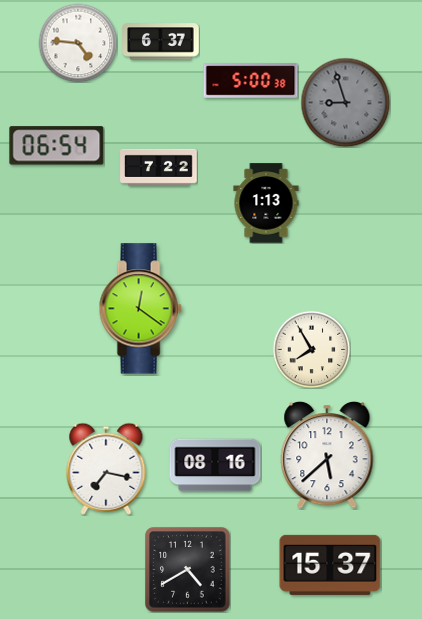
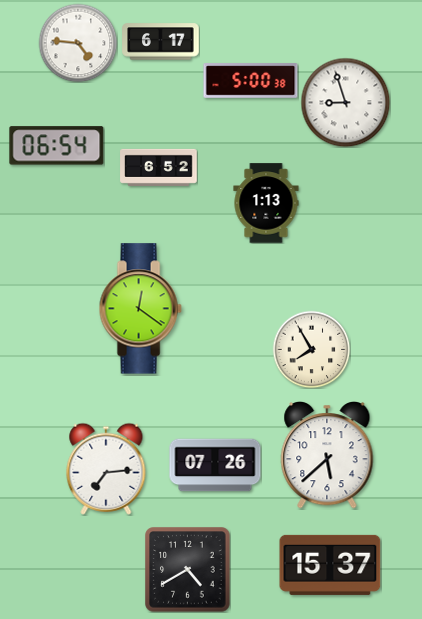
clock at (161, 42): 6:37 -> 6:17
clock at (345, 102) dial: grey -> white
clock at (159, 167): 7:22 -> 6:52
clock at (215, 465): 08:16 -> 07:26
clock at (106, 469): 7:17 -> 7:14
